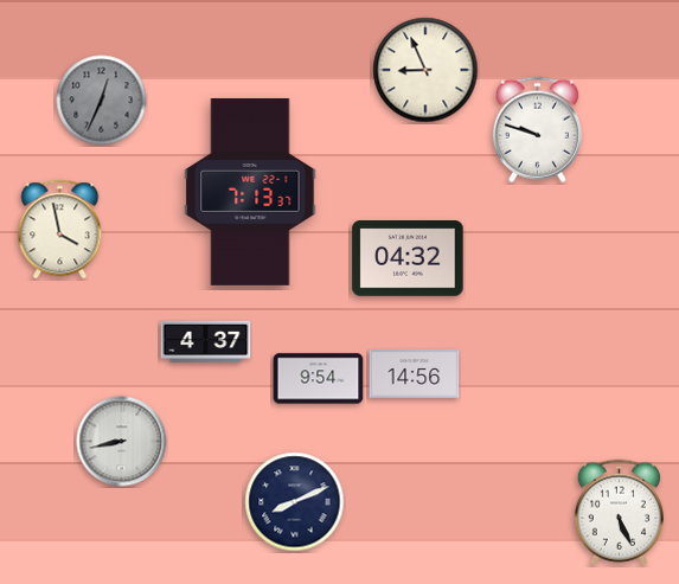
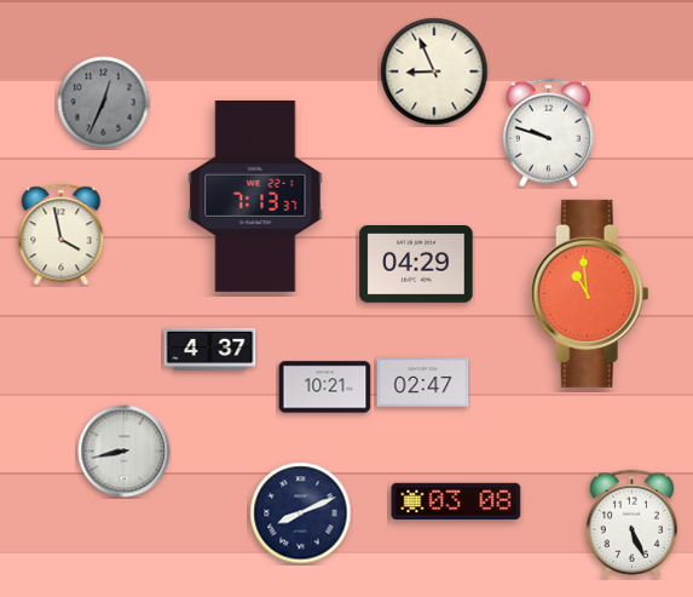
clock at (408, 258): 04:32 -> 04:29
clock at (589, 293): none -> 10:59
clock at (415, 374): 14:56 -> 02:47
clock at (319, 379): 9:54 -> 10:21
clock at (456, 500): none -> 03:08
